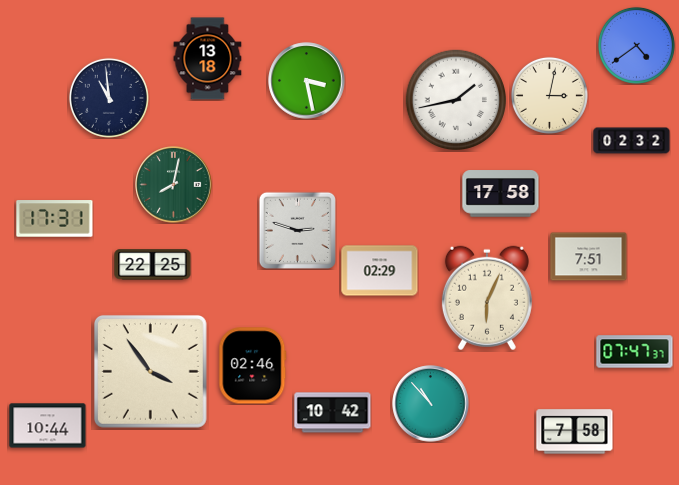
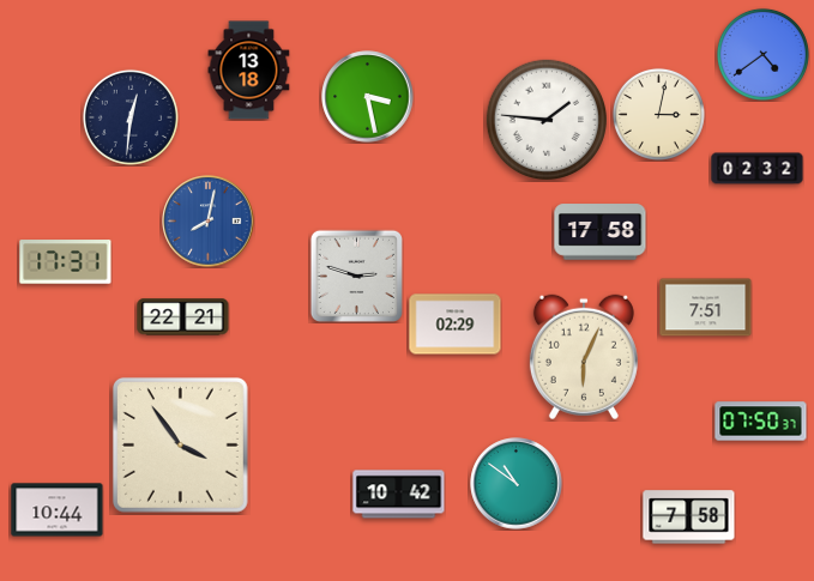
clock at (109, 98): 10:59 -> 12:31
clock at (456, 100): 1:43 -> 1:46
clock at (174, 185) dial: green -> blue
clock at (153, 265): 22:25 -> 22:21
clock at (635, 352): 07:47 -> 07:50
clock at (253, 366): 02:46 -> none
clock at (431, 404): 10:53 -> 10:51
